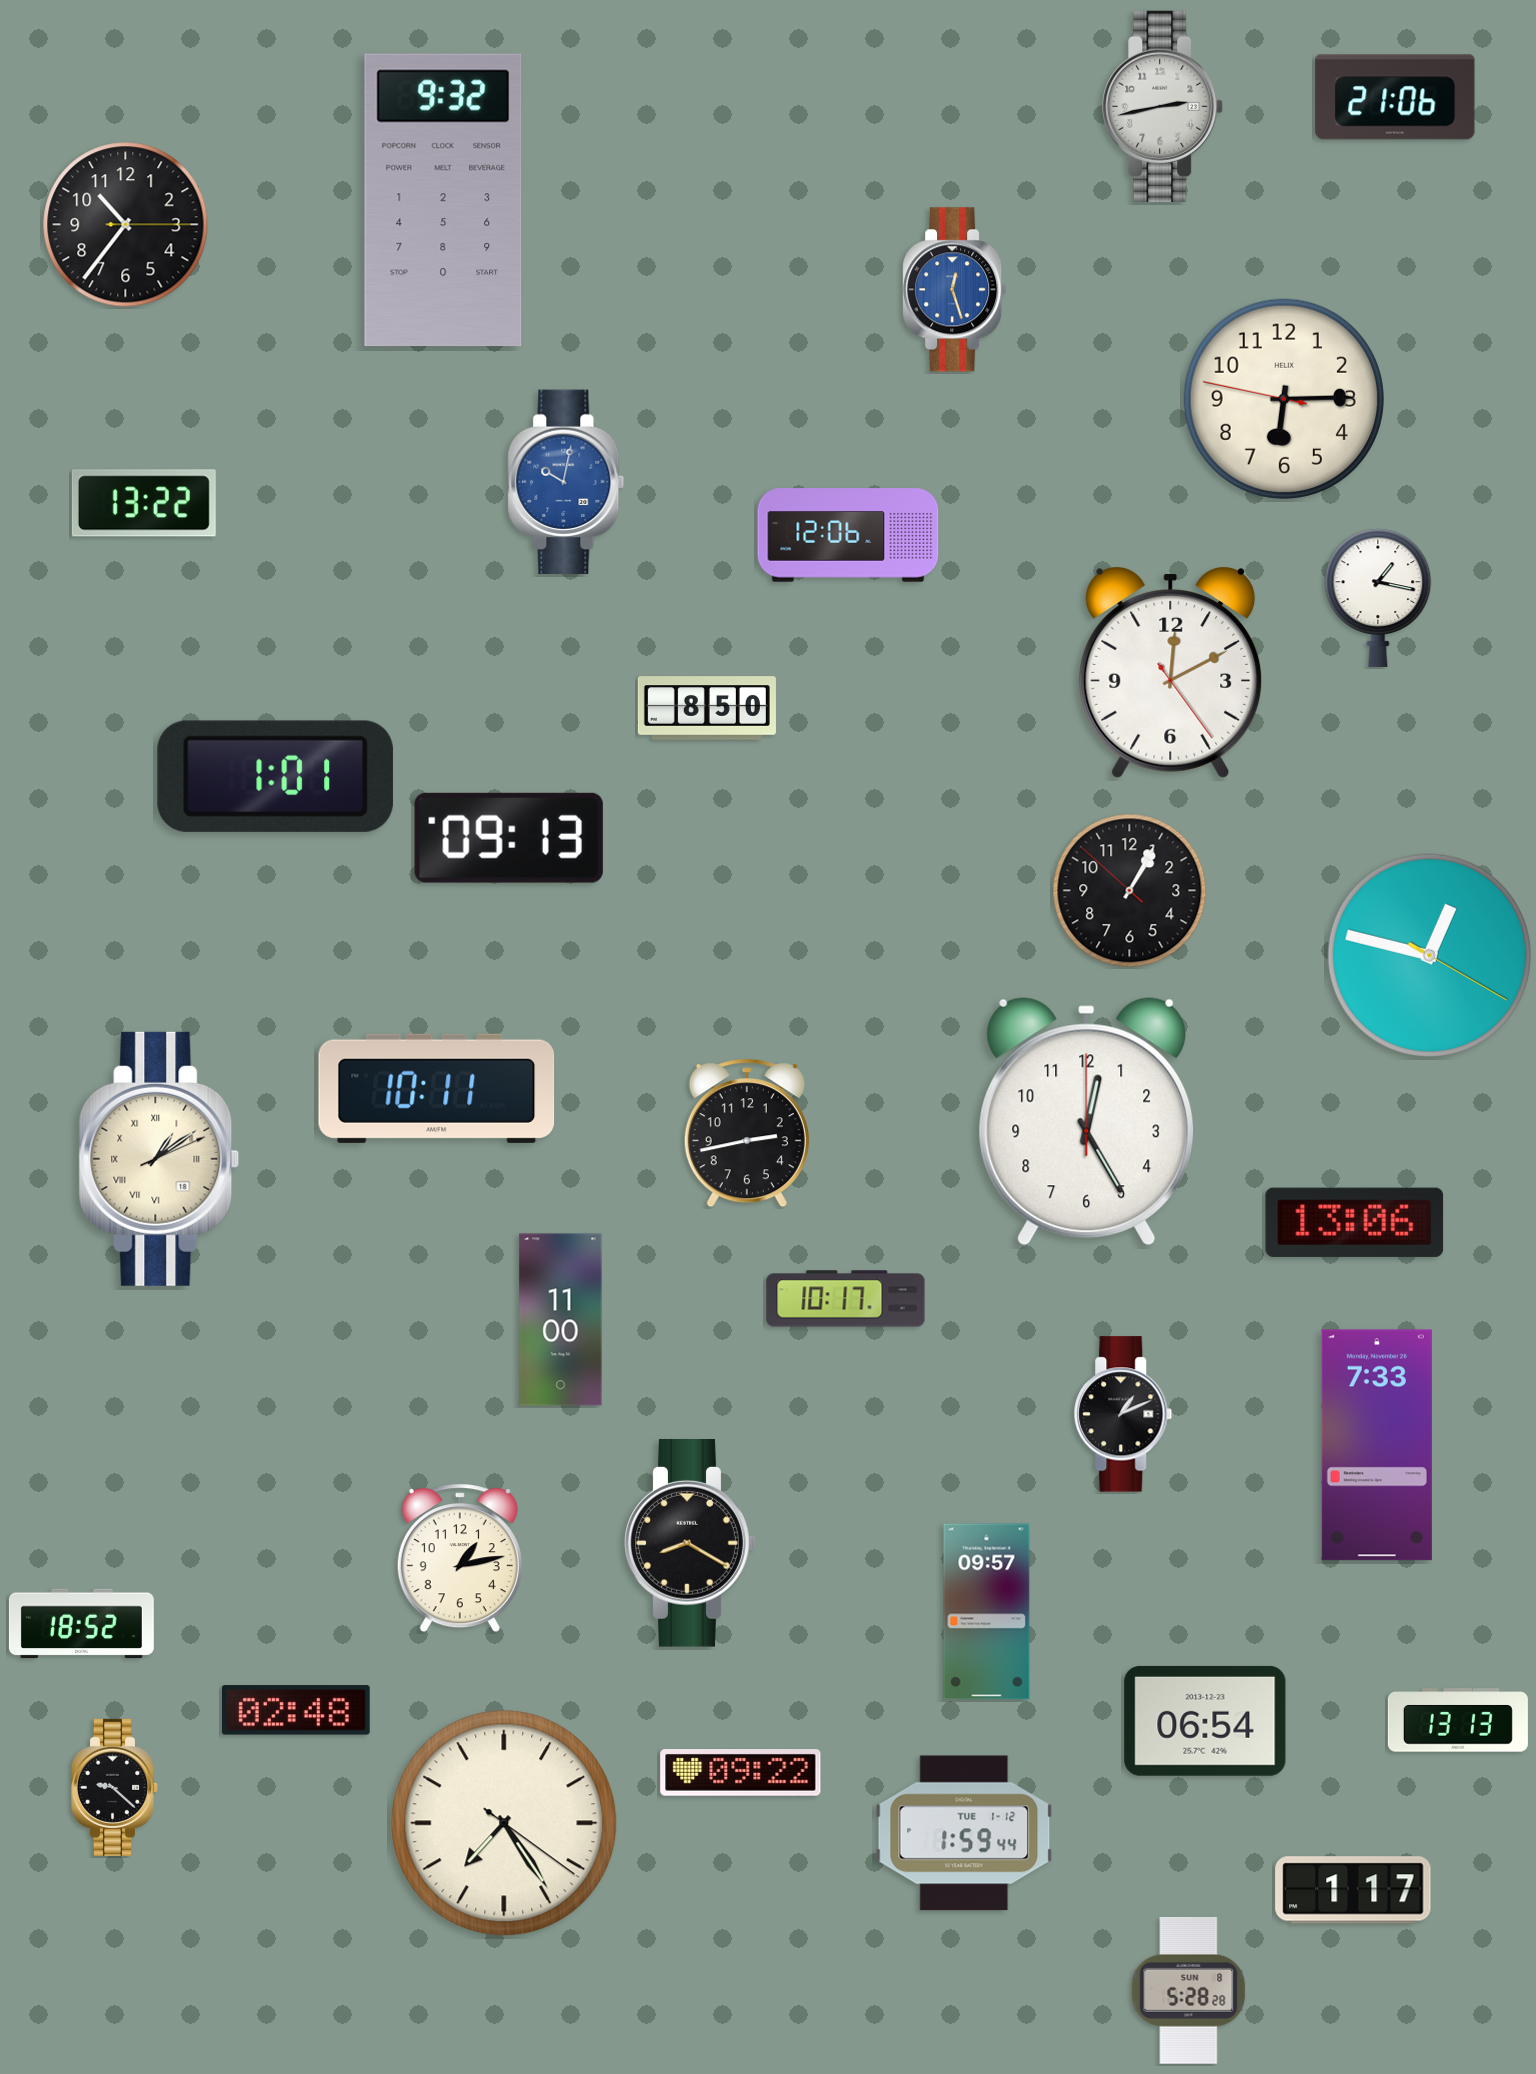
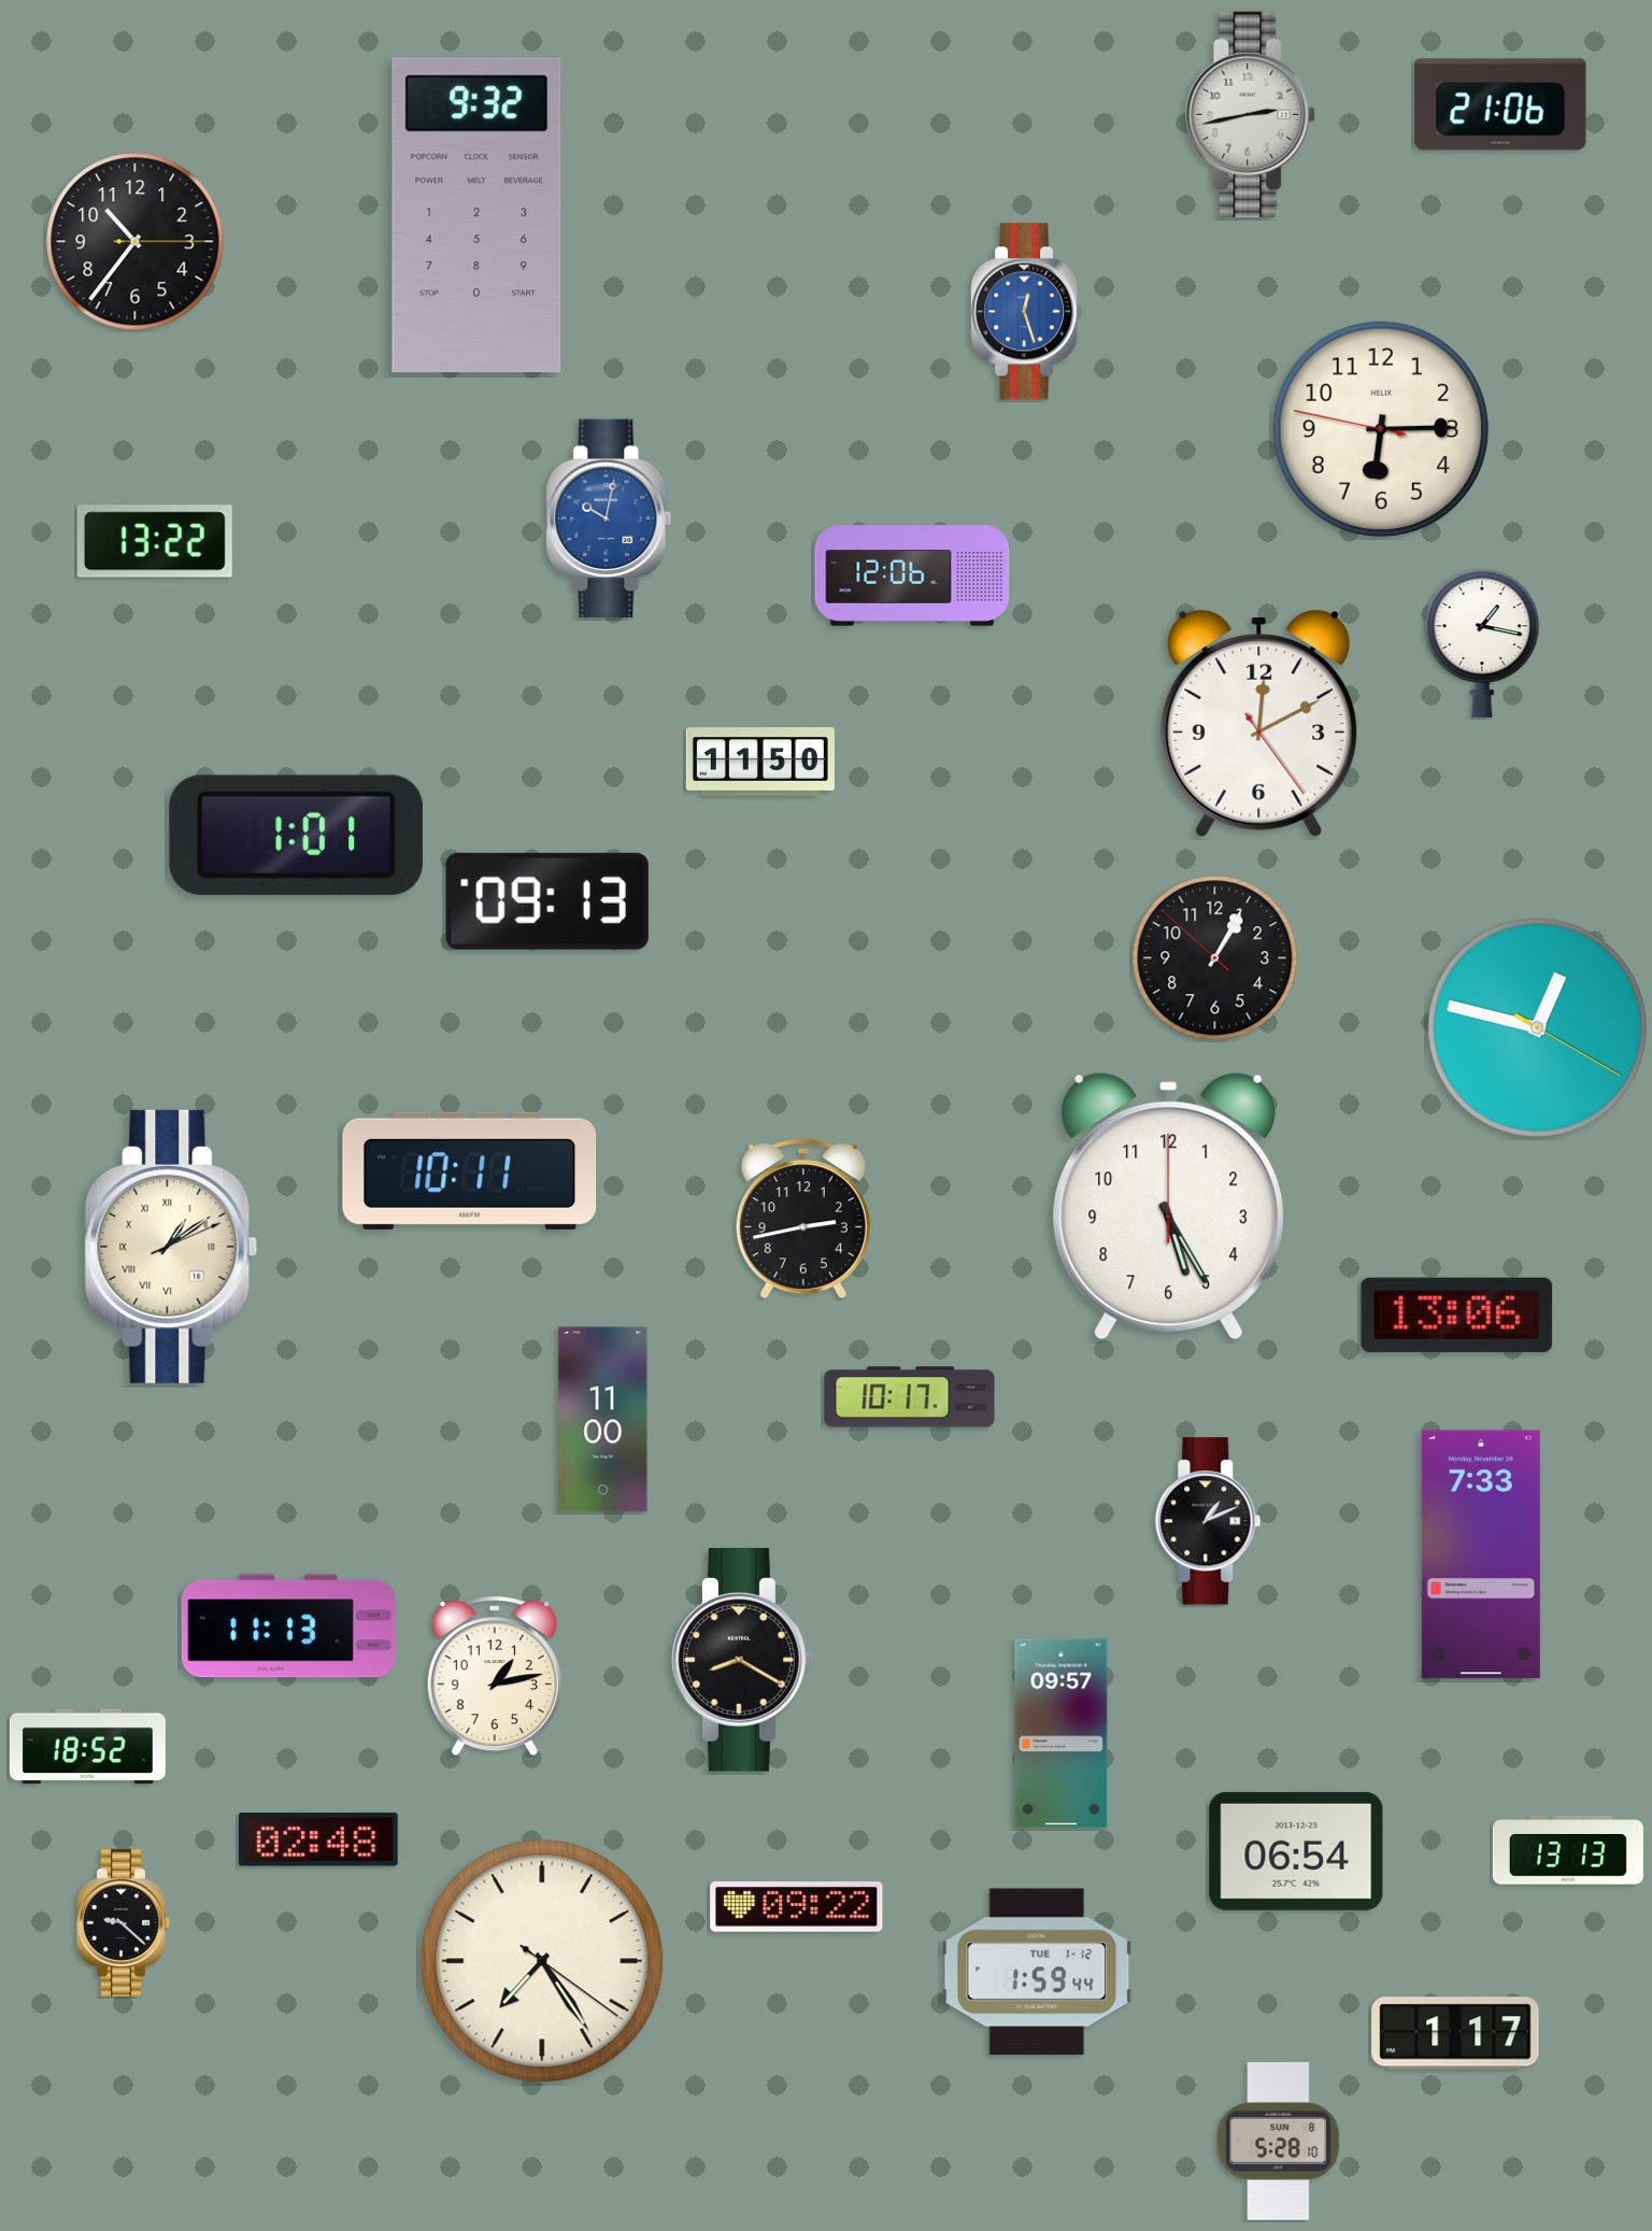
clock at (707, 708): 8:50 -> 11:50
clock at (1087, 1122): 12:25 -> 5:25
clock at (288, 1626): none -> 11:13
clock at (1189, 1990): 5:28:28 -> 5:28:10
